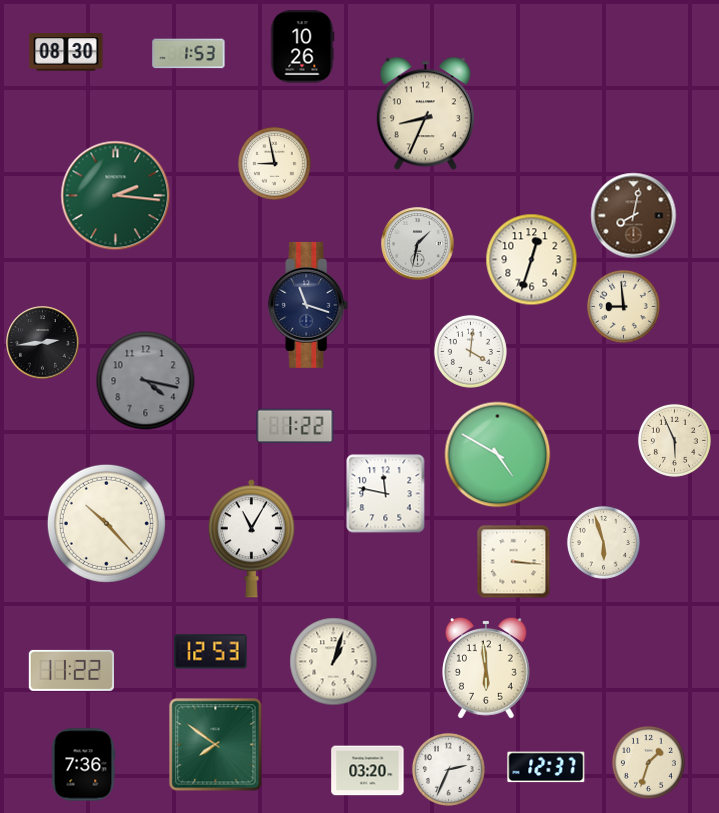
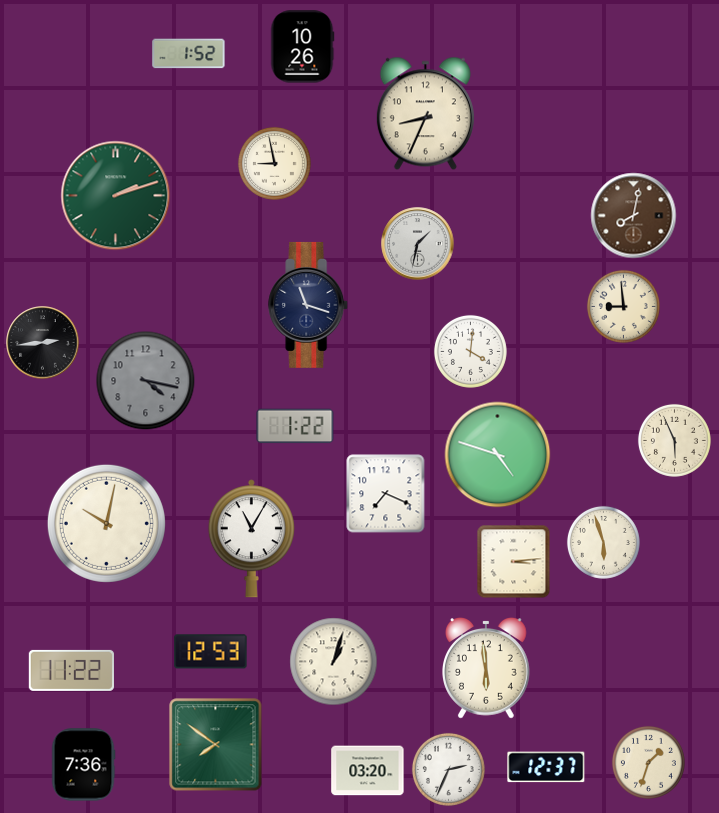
clock at (66, 52): 08:30 -> none
clock at (189, 54): 1:53 -> 1:52
clock at (116, 196): 2:16 -> 2:12
clock at (532, 260): 12:33 -> none
clock at (498, 455): 4:50 -> 4:48
clock at (386, 494): 11:47 -> 7:19
clock at (106, 523): 10:23 -> 10:02
clock at (514, 562): 3:16 -> 3:14
